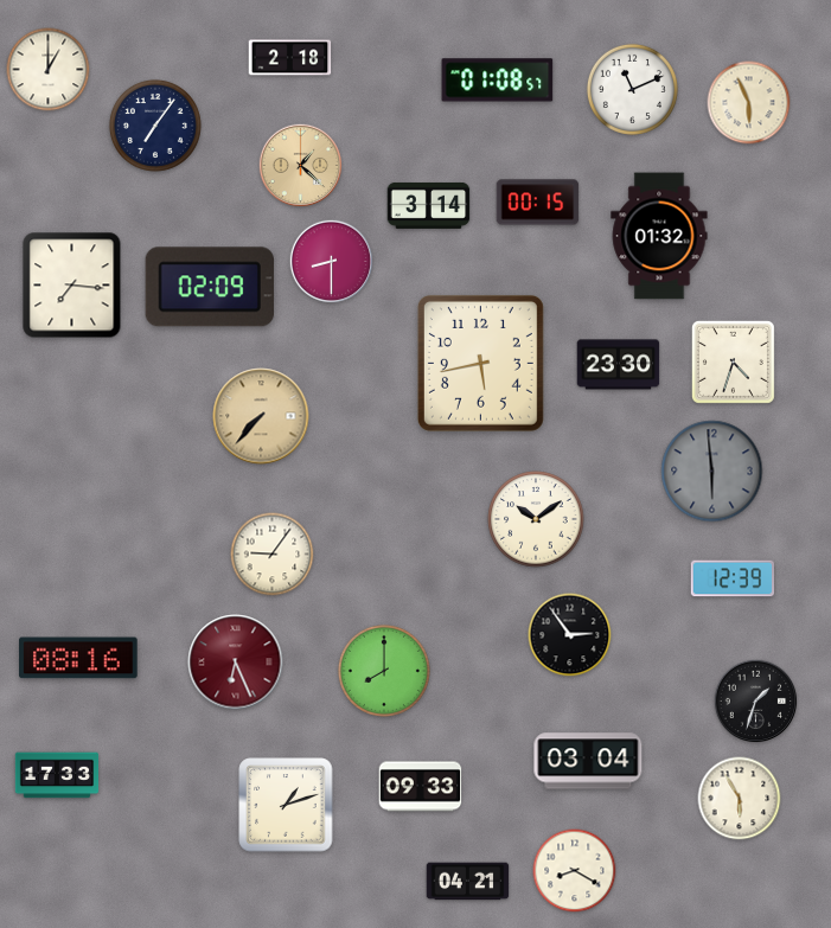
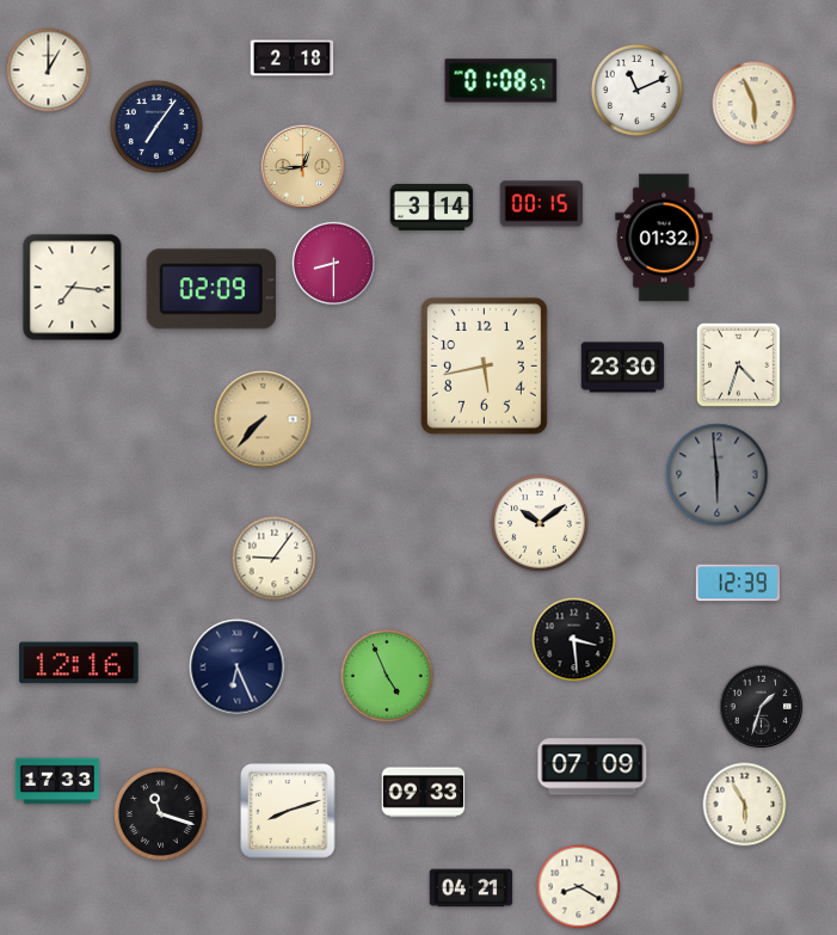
clock at (301, 166): 1:22 -> 12:44
clock at (570, 635): 2:54 -> 3:29
clock at (78, 658): 08:16 -> 12:16
clock at (236, 663) dial: burgundy -> navy
clock at (384, 671): 8:00 -> 4:56
clock at (588, 761): 03:04 -> 07:09
clock at (286, 805): 1:12 -> 8:12
clock at (161, 814): none -> 11:18
clock at (575, 871) position: (575, 871) -> (579, 887)
